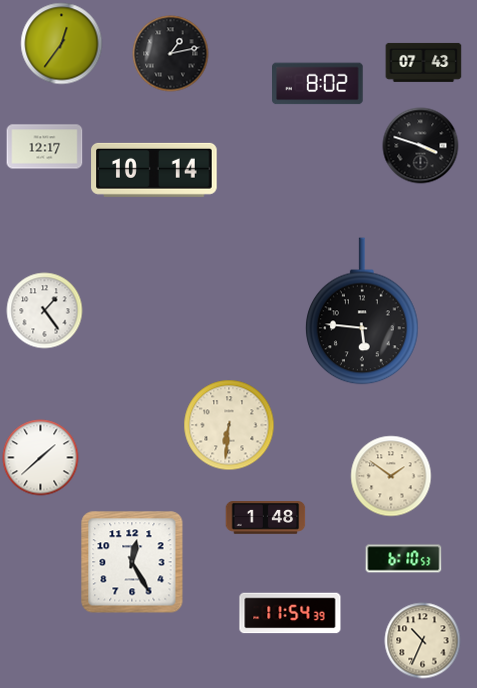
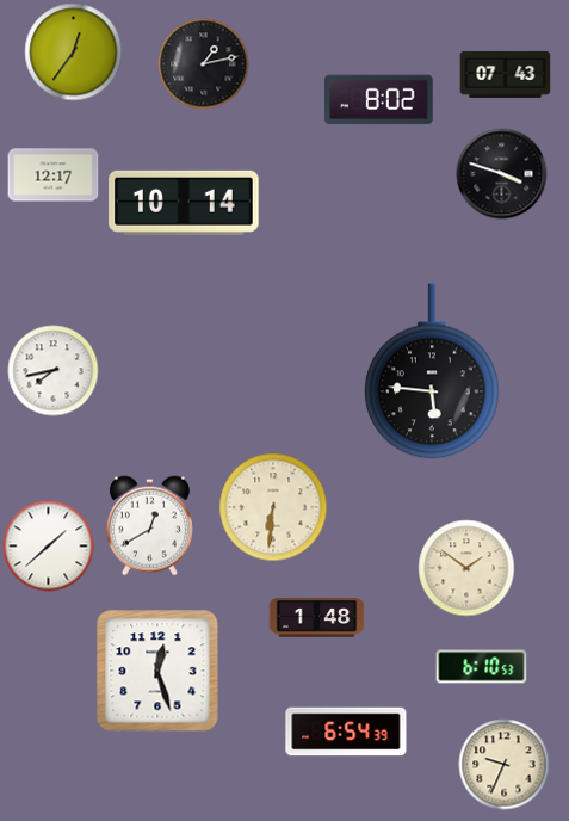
clock at (45, 311): 1:24 -> 7:43
clock at (149, 526): none -> 12:40
clock at (132, 562): 12:25 -> 12:27
clock at (290, 613): 11:54 -> 6:54
clock at (423, 641): 10:34 -> 9:34
